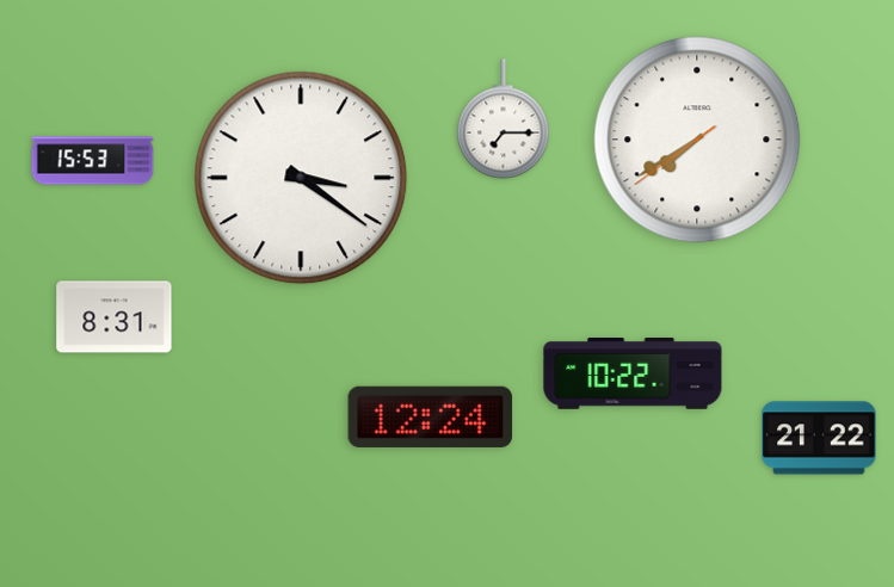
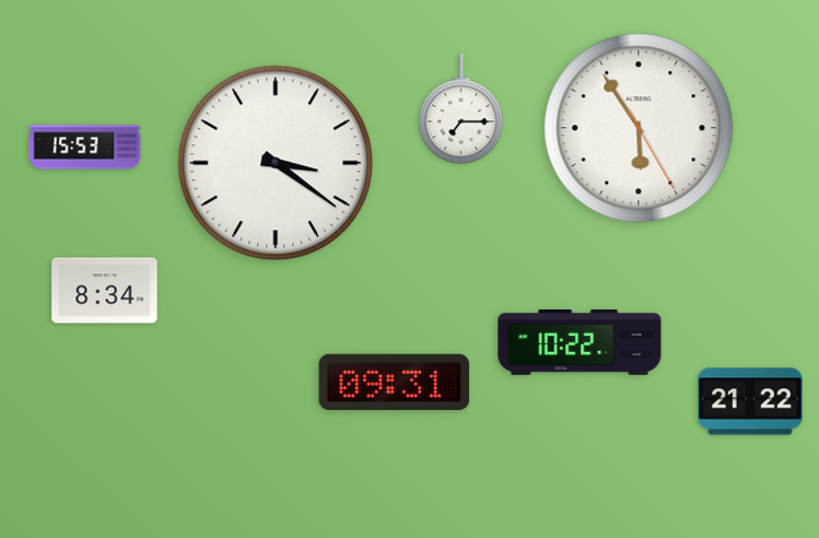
clock at (697, 140): 7:39 -> 5:54
clock at (115, 317): 8:31 -> 8:34
clock at (431, 416): 12:24 -> 09:31
